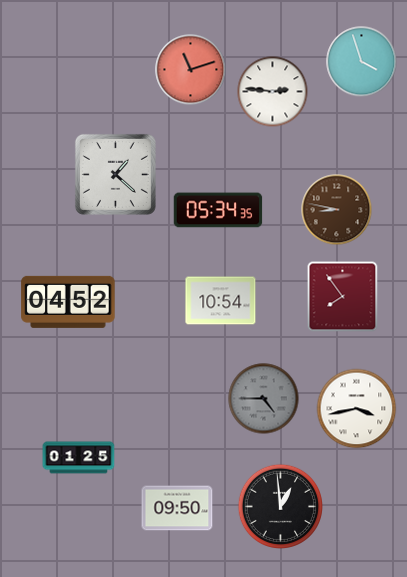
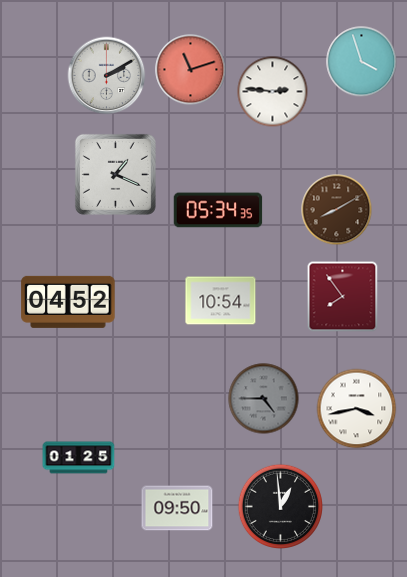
clock at (107, 76): none -> 2:10
clock at (115, 174): 1:22 -> 1:19
clock at (337, 210): 8:47 -> 8:10
